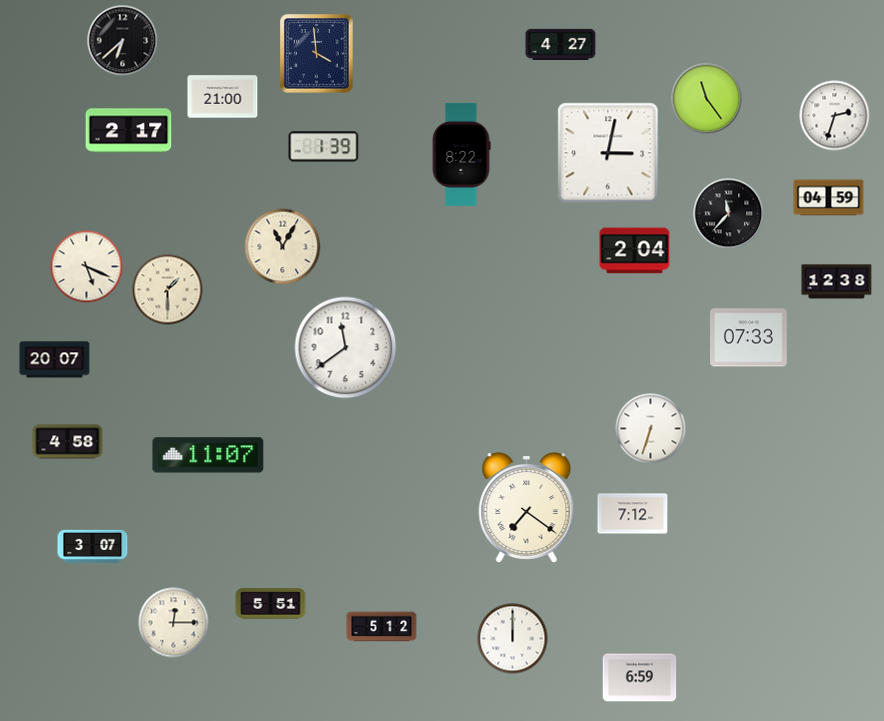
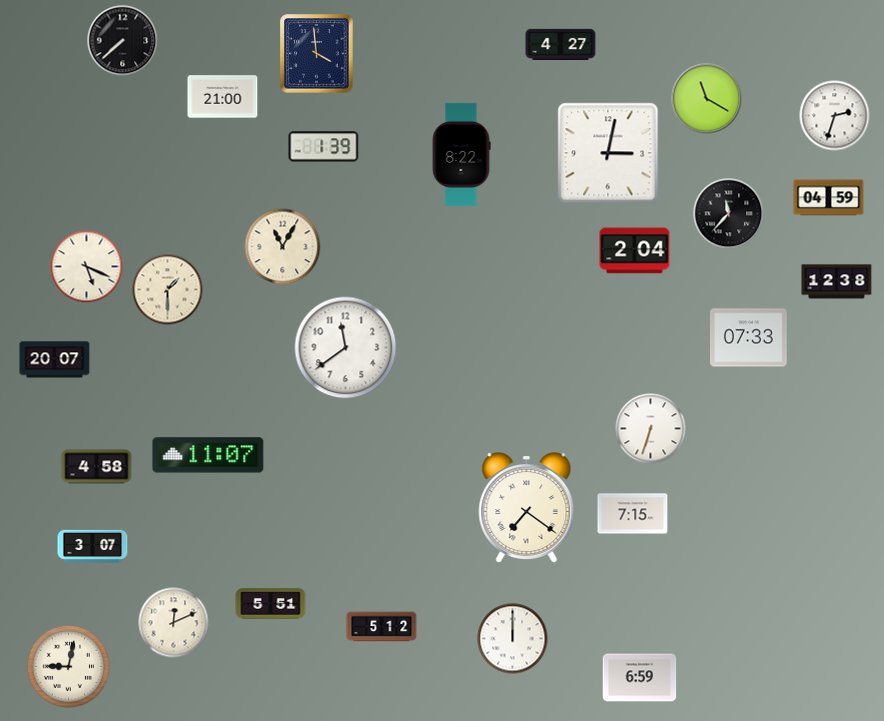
clock at (123, 41): 6:38 -> 7:38
clock at (707, 99): 11:24 -> 11:20
clock at (129, 131): 2:17 -> none
clock at (68, 442) position: (68, 442) -> (97, 467)
clock at (633, 514): 7:12 -> 7:15
clock at (174, 623): 12:15 -> 12:11
clock at (68, 666): none -> 9:02
